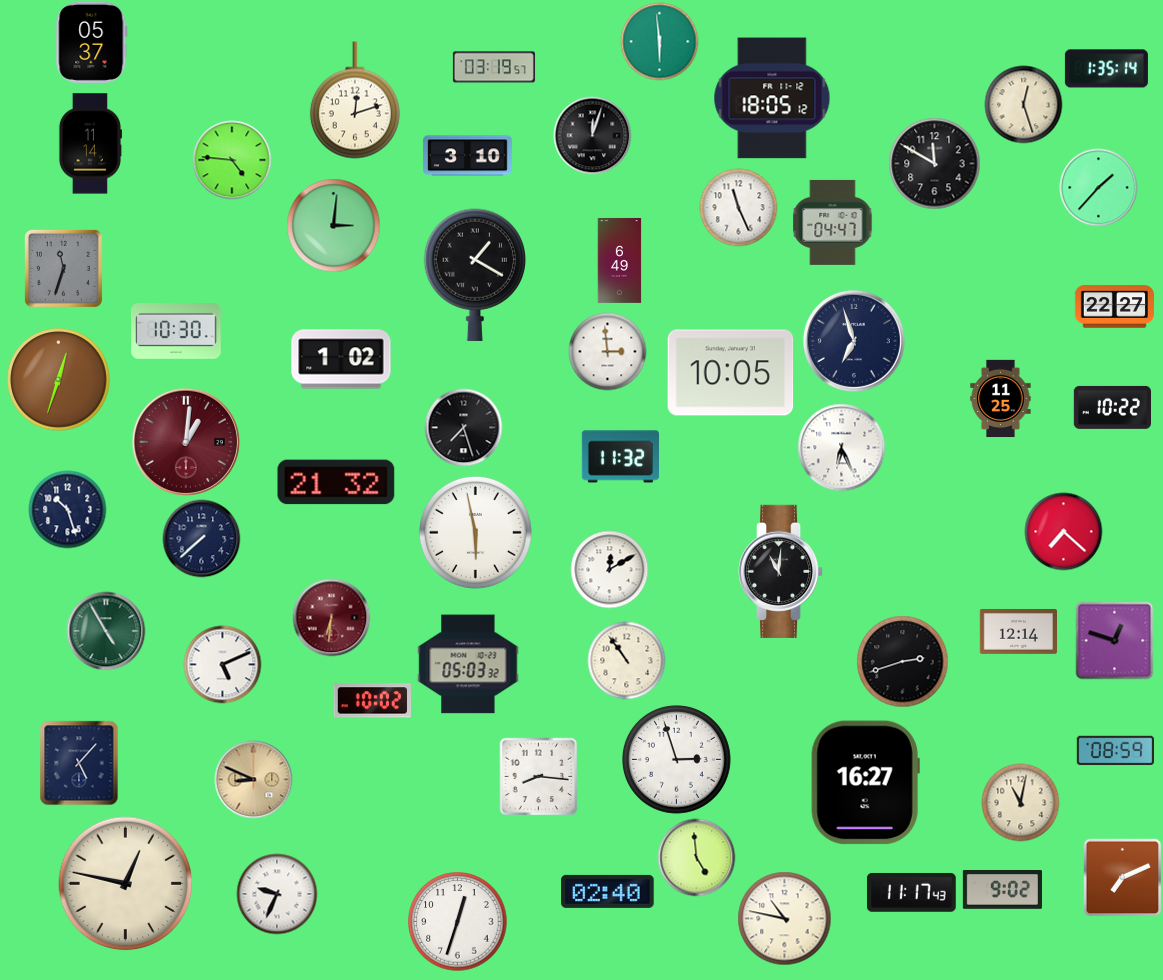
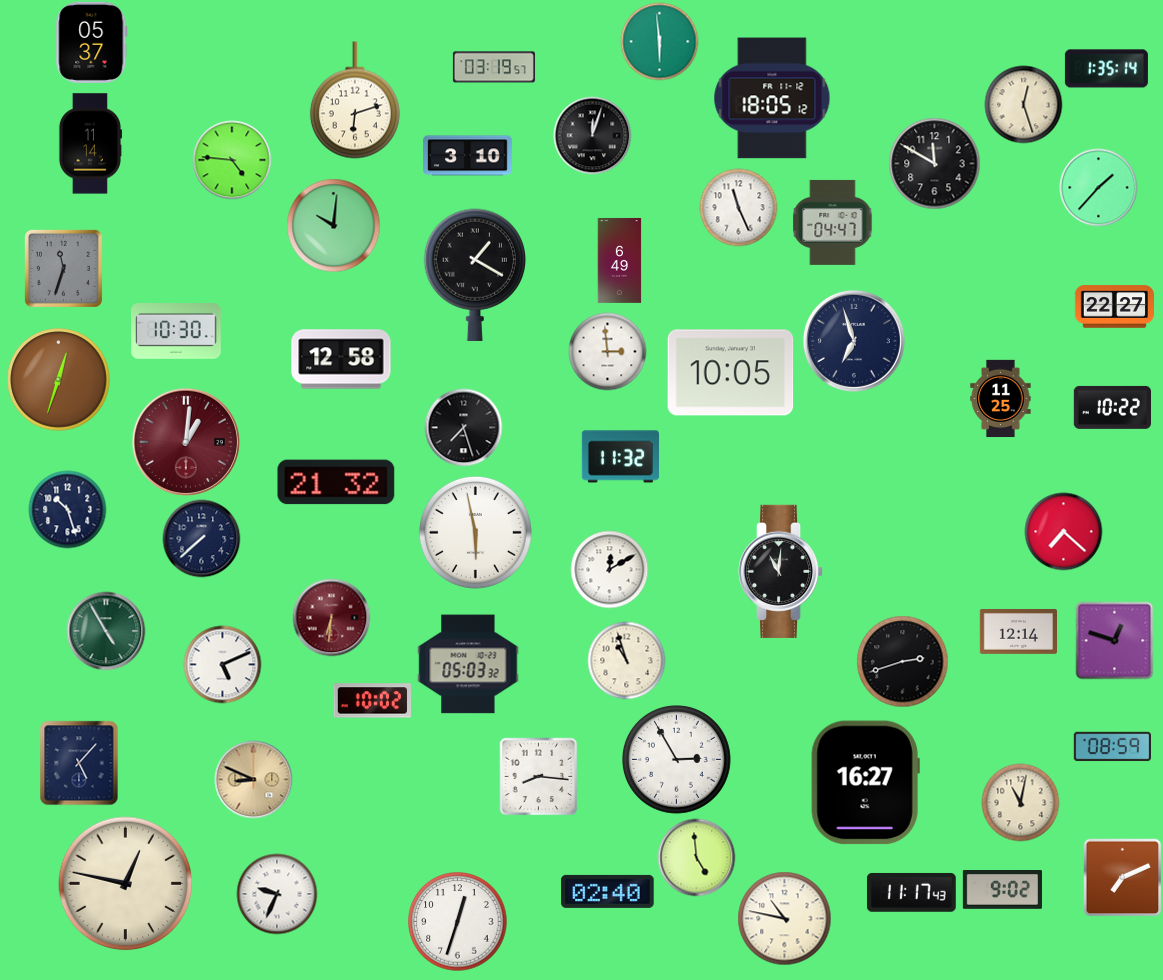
clock at (355, 100): 12:12 -> 6:12
clock at (333, 225): 3:01 -> 10:01
clock at (341, 359): 1:02 -> 12:58
clock at (841, 447): 6:26 -> none
clock at (626, 660): 10:54 -> 10:57
clock at (1115, 751) position: (1115, 751) -> (1112, 747)
clock at (677, 760): 2:57 -> 2:55
